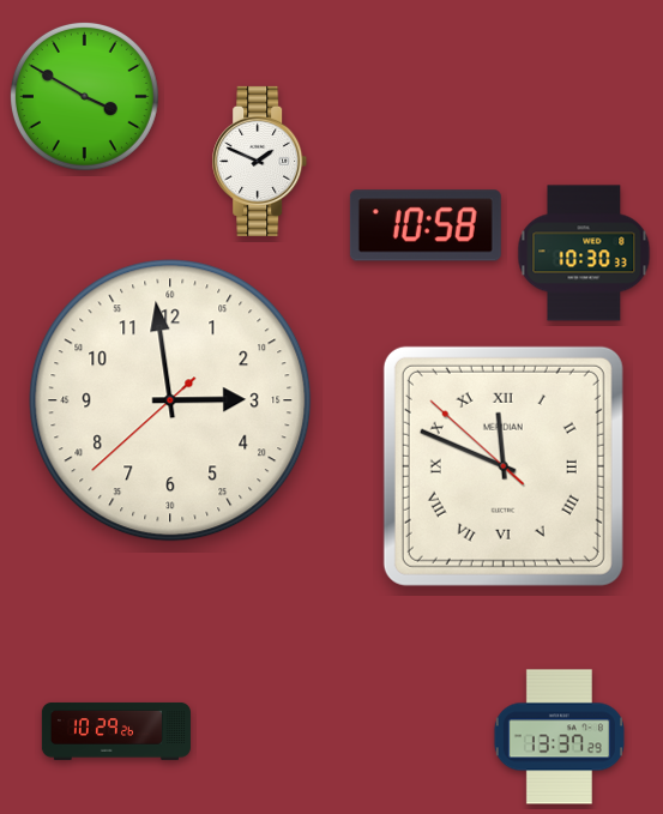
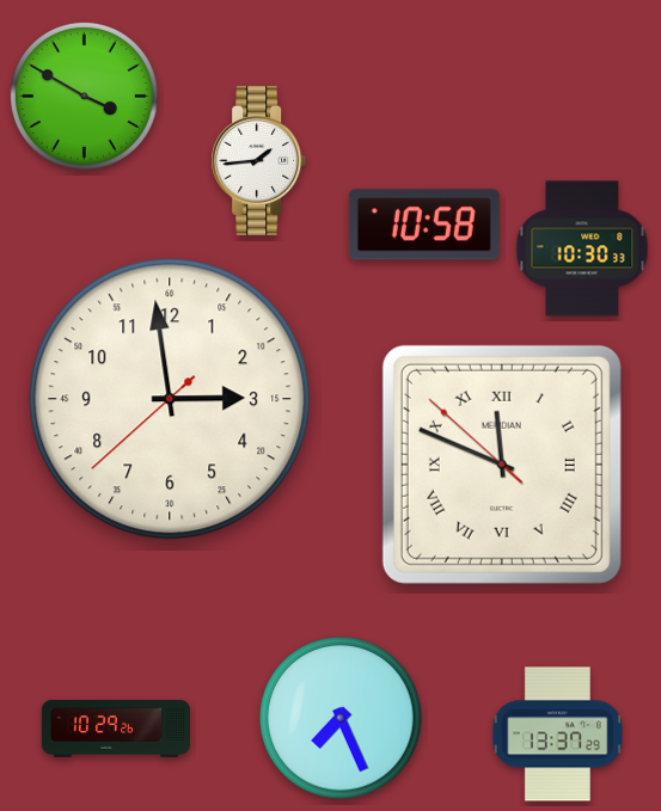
clock at (260, 161): 1:49 -> 1:44
clock at (584, 253) position: (584, 253) -> (582, 248)
clock at (341, 718): none -> 7:26
